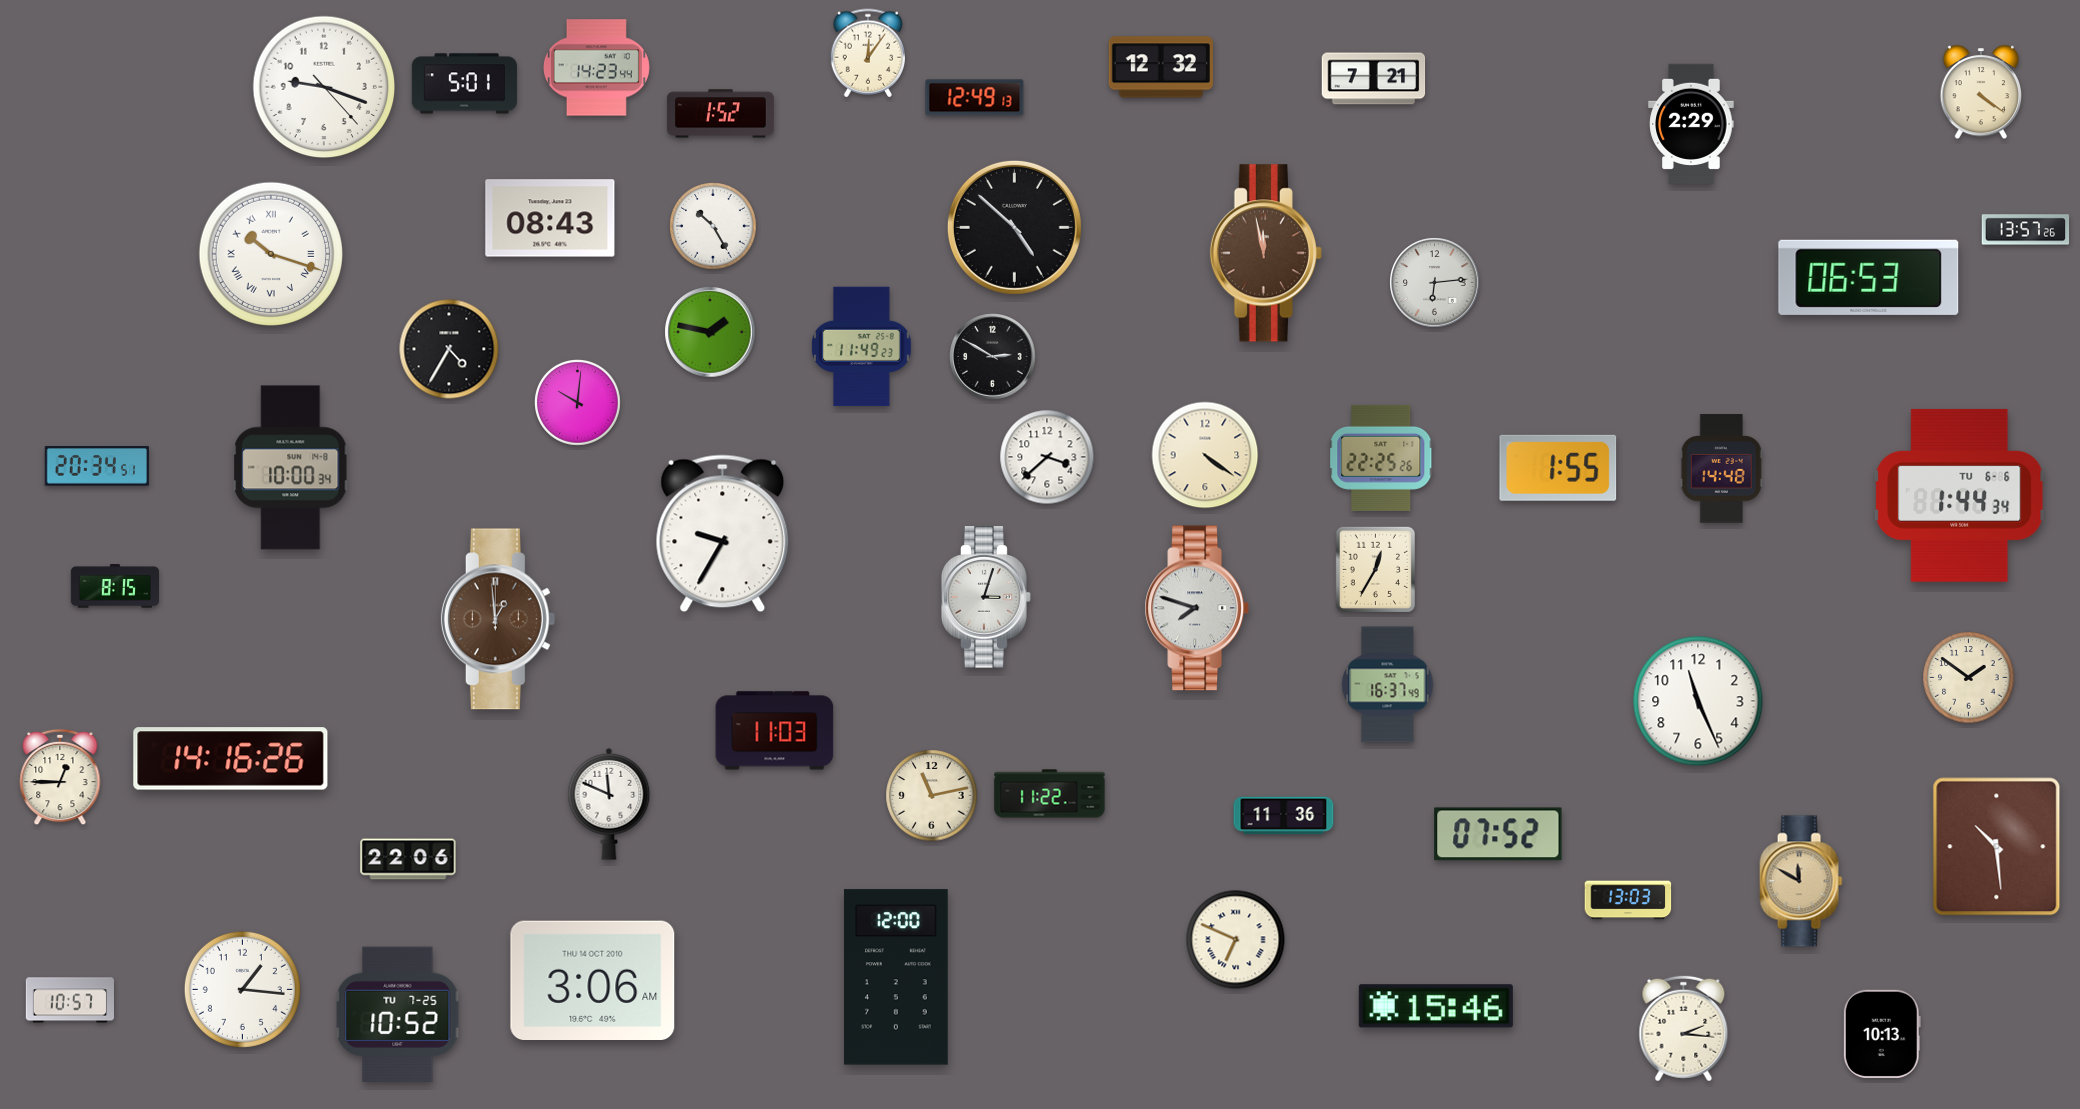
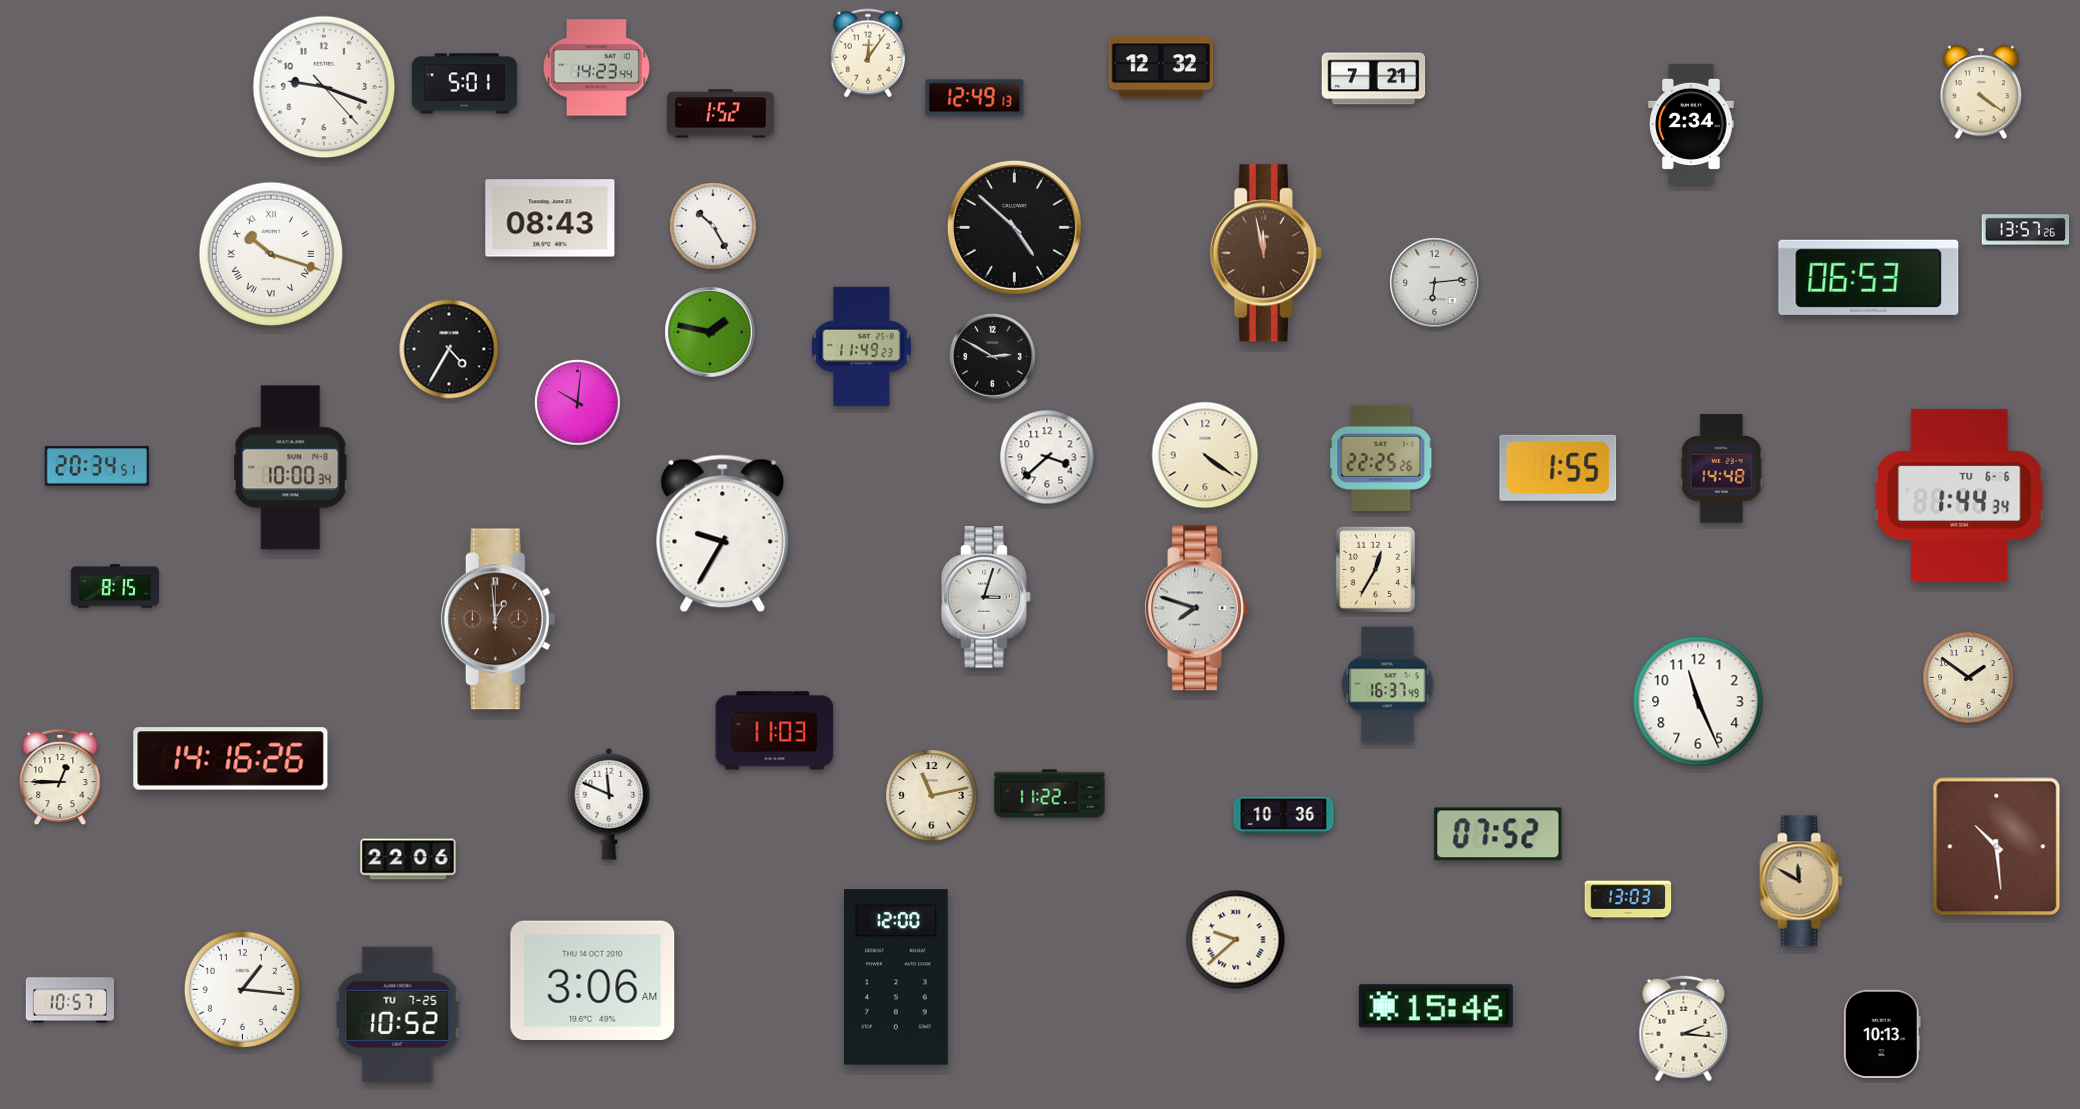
clock at (1691, 124): 2:29 -> 2:34
clock at (1284, 816): 11:36 -> 10:36
clock at (1236, 940): 6:49 -> 9:38
